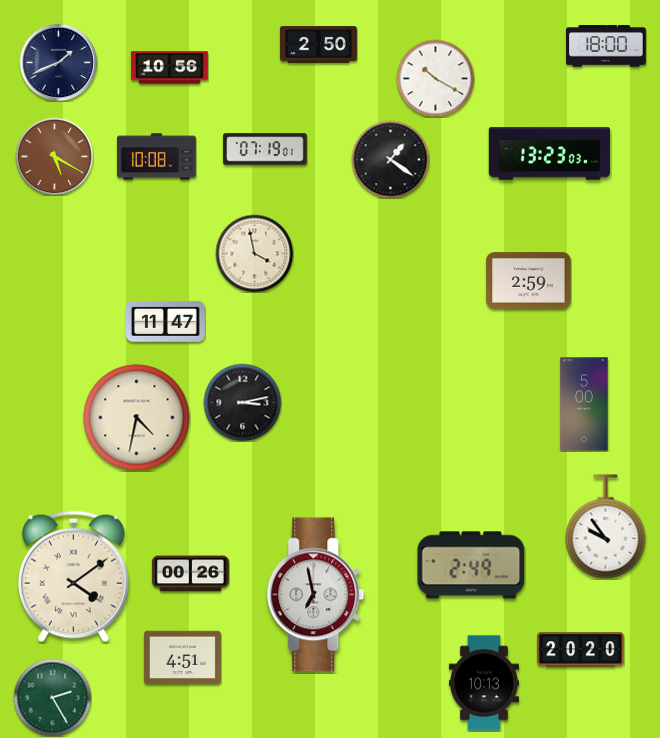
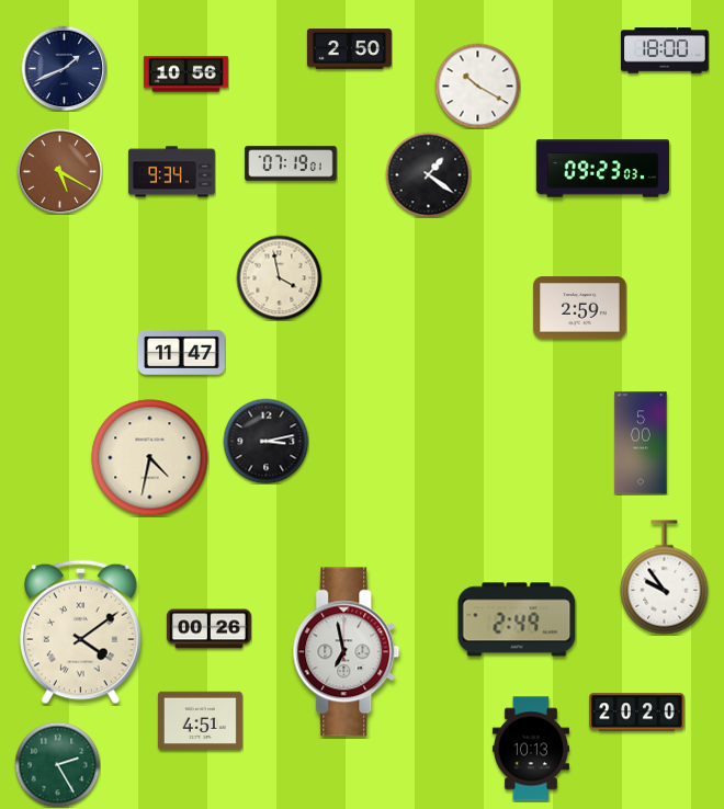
clock at (549, 154): 13:23 -> 09:23
clock at (156, 157): 10:08 -> 9:34
